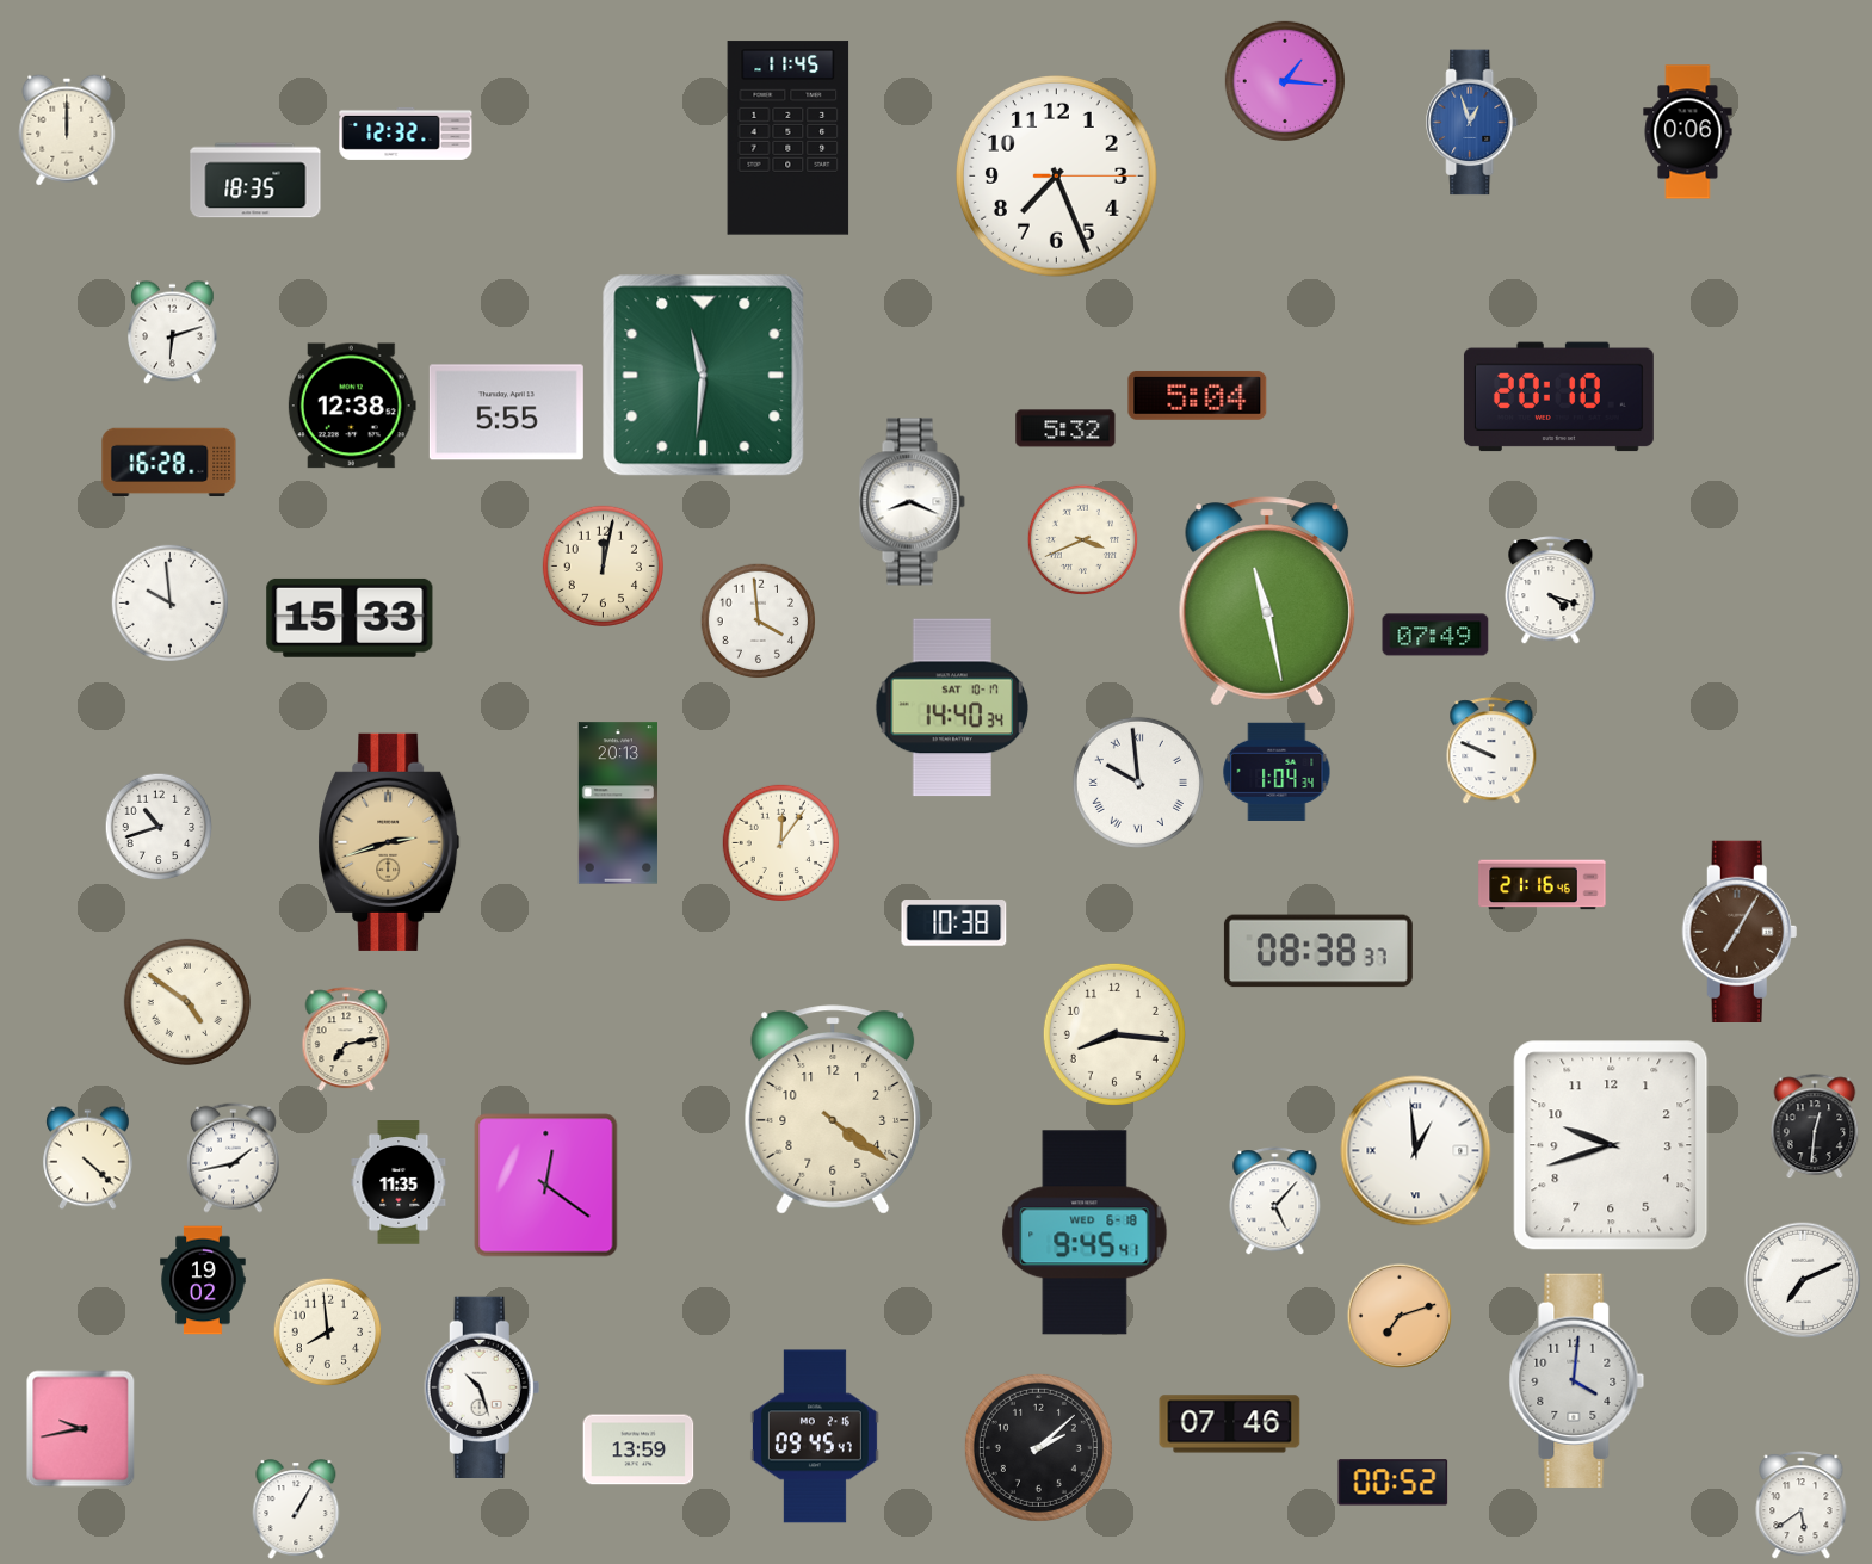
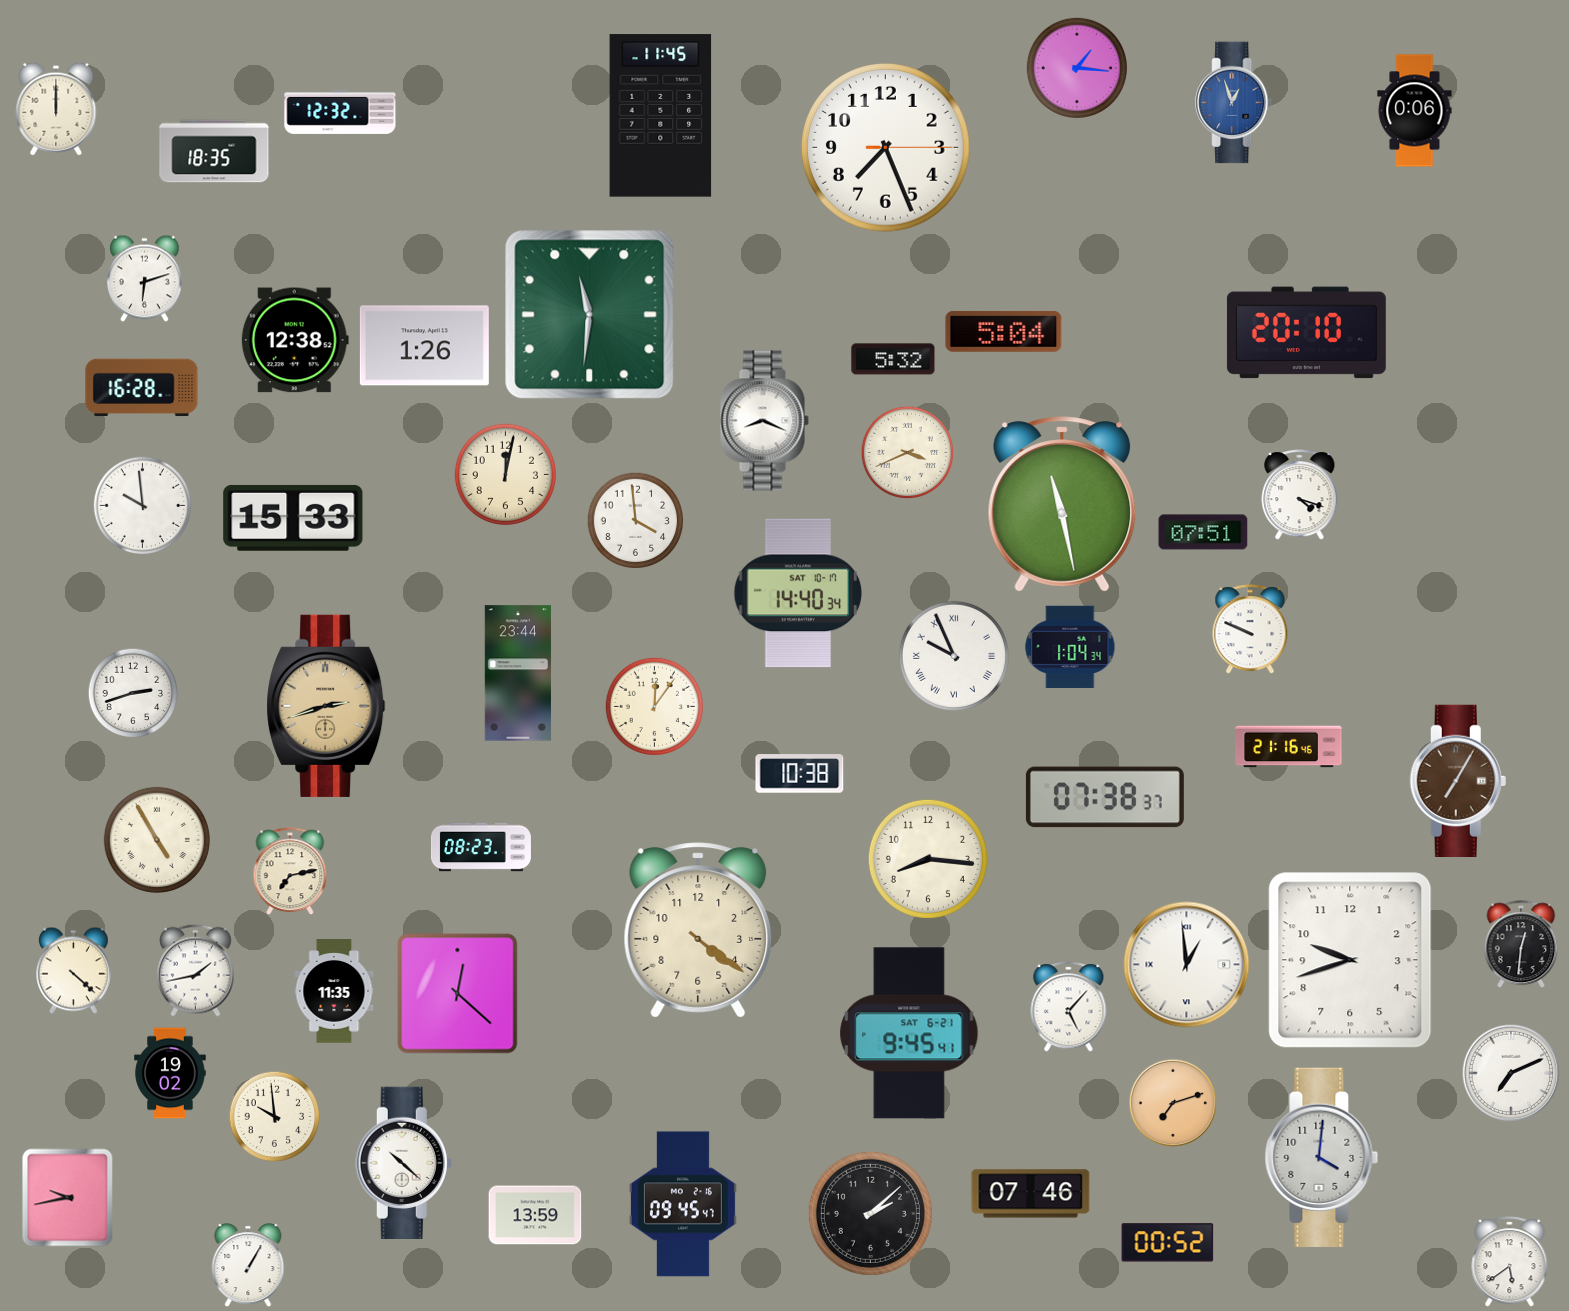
clock at (506, 413): 5:55 -> 1:26
clock at (1435, 635): 07:49 -> 07:51
clock at (1138, 783): 9:59 -> 9:56
clock at (617, 803): 20:13 -> 23:44
clock at (159, 827): 10:42 -> 2:42
clock at (1543, 885) position: (1543, 885) -> (1289, 747)
clock at (1318, 951): 08:38 -> 07:38
clock at (187, 1002): 4:51 -> 4:55
clock at (481, 847): none -> 08:23
clock at (1114, 1034) position: (1114, 1034) -> (928, 859)
clock at (546, 1186): 12:21 -> 12:22
clock at (1085, 1232) date: WED 6-18 -> SAT 6-21
clock at (328, 1333): 7:59 -> 9:59
clock at (482, 1386): 10:27 -> 10:22
